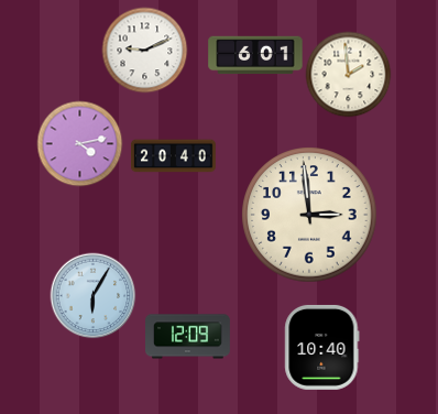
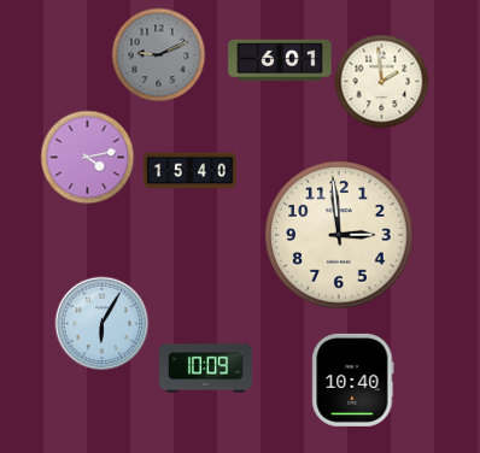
clock at (144, 50) dial: white -> grey
clock at (173, 156): 20:40 -> 15:40
clock at (188, 337): 12:09 -> 10:09
